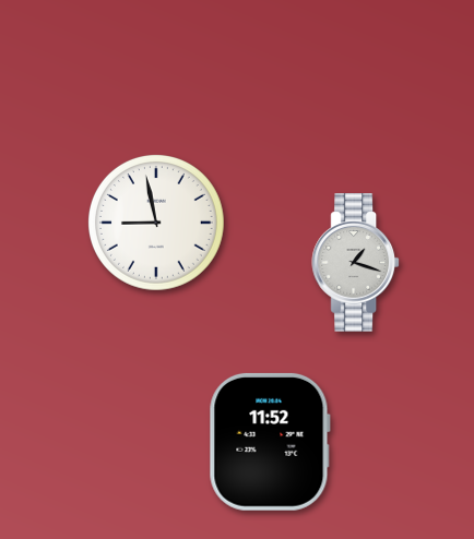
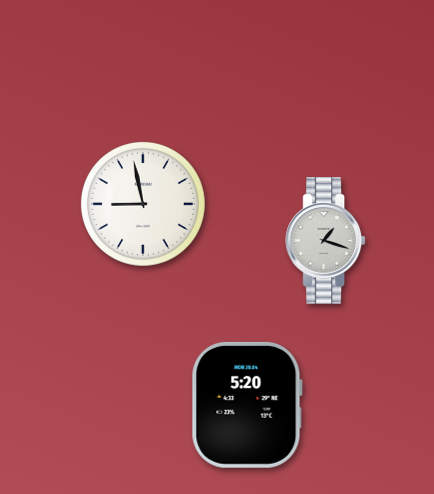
clock at (270, 442): 11:52 -> 5:20
